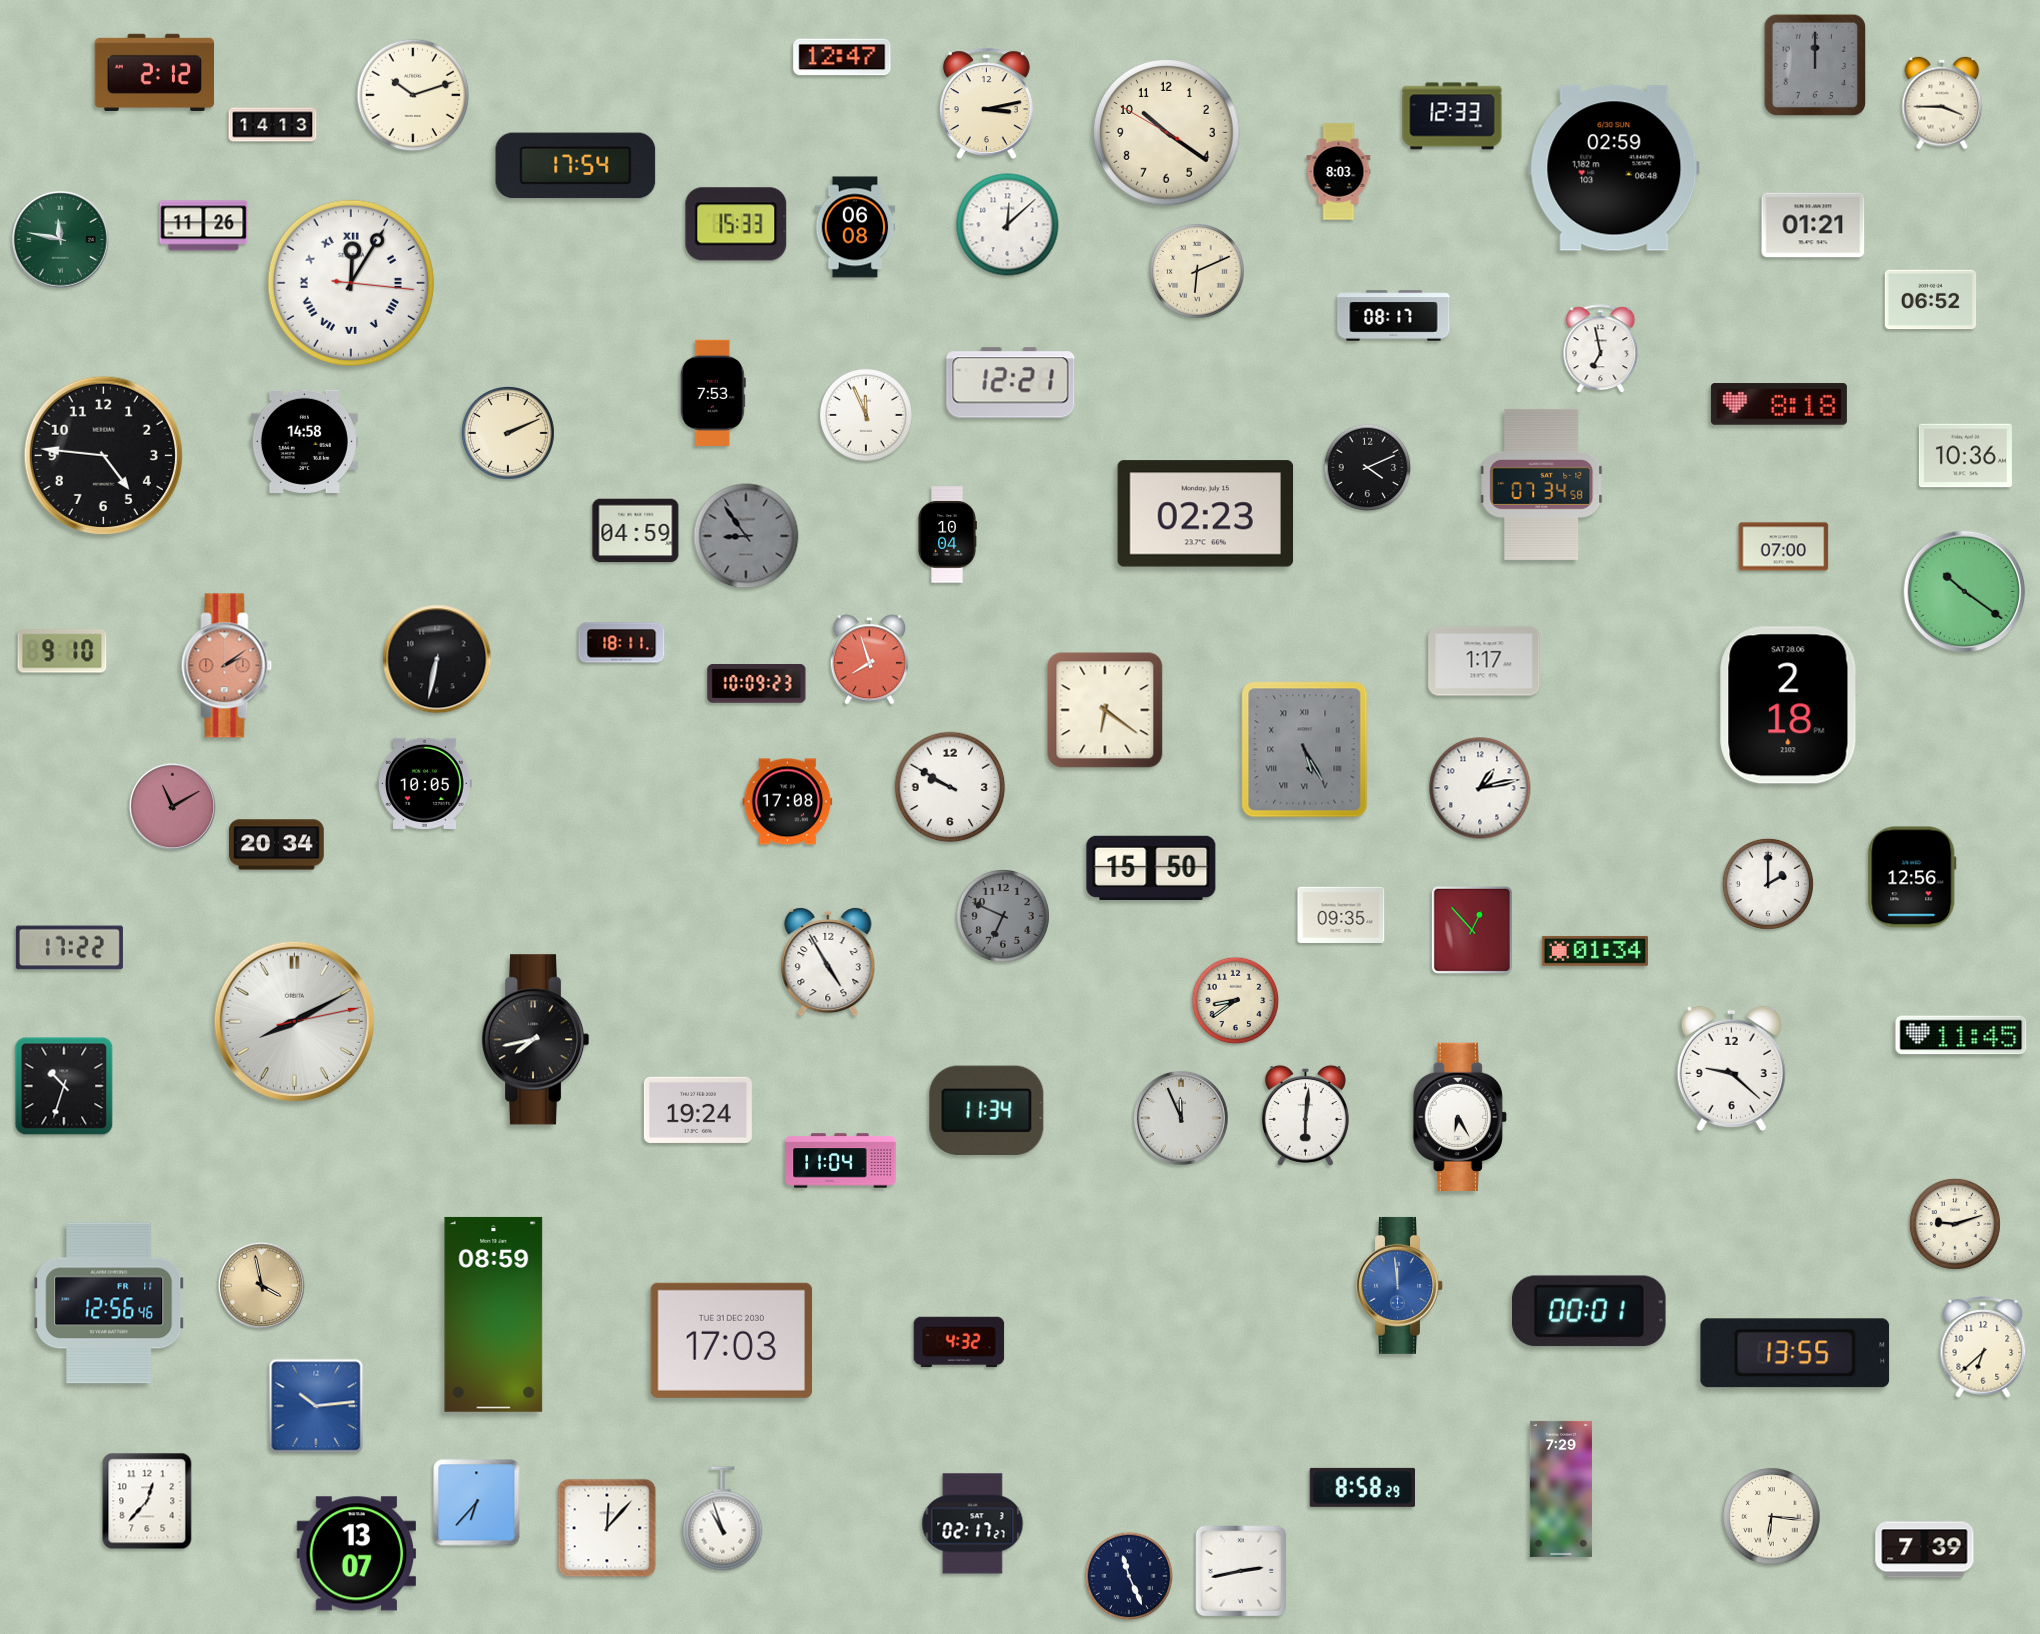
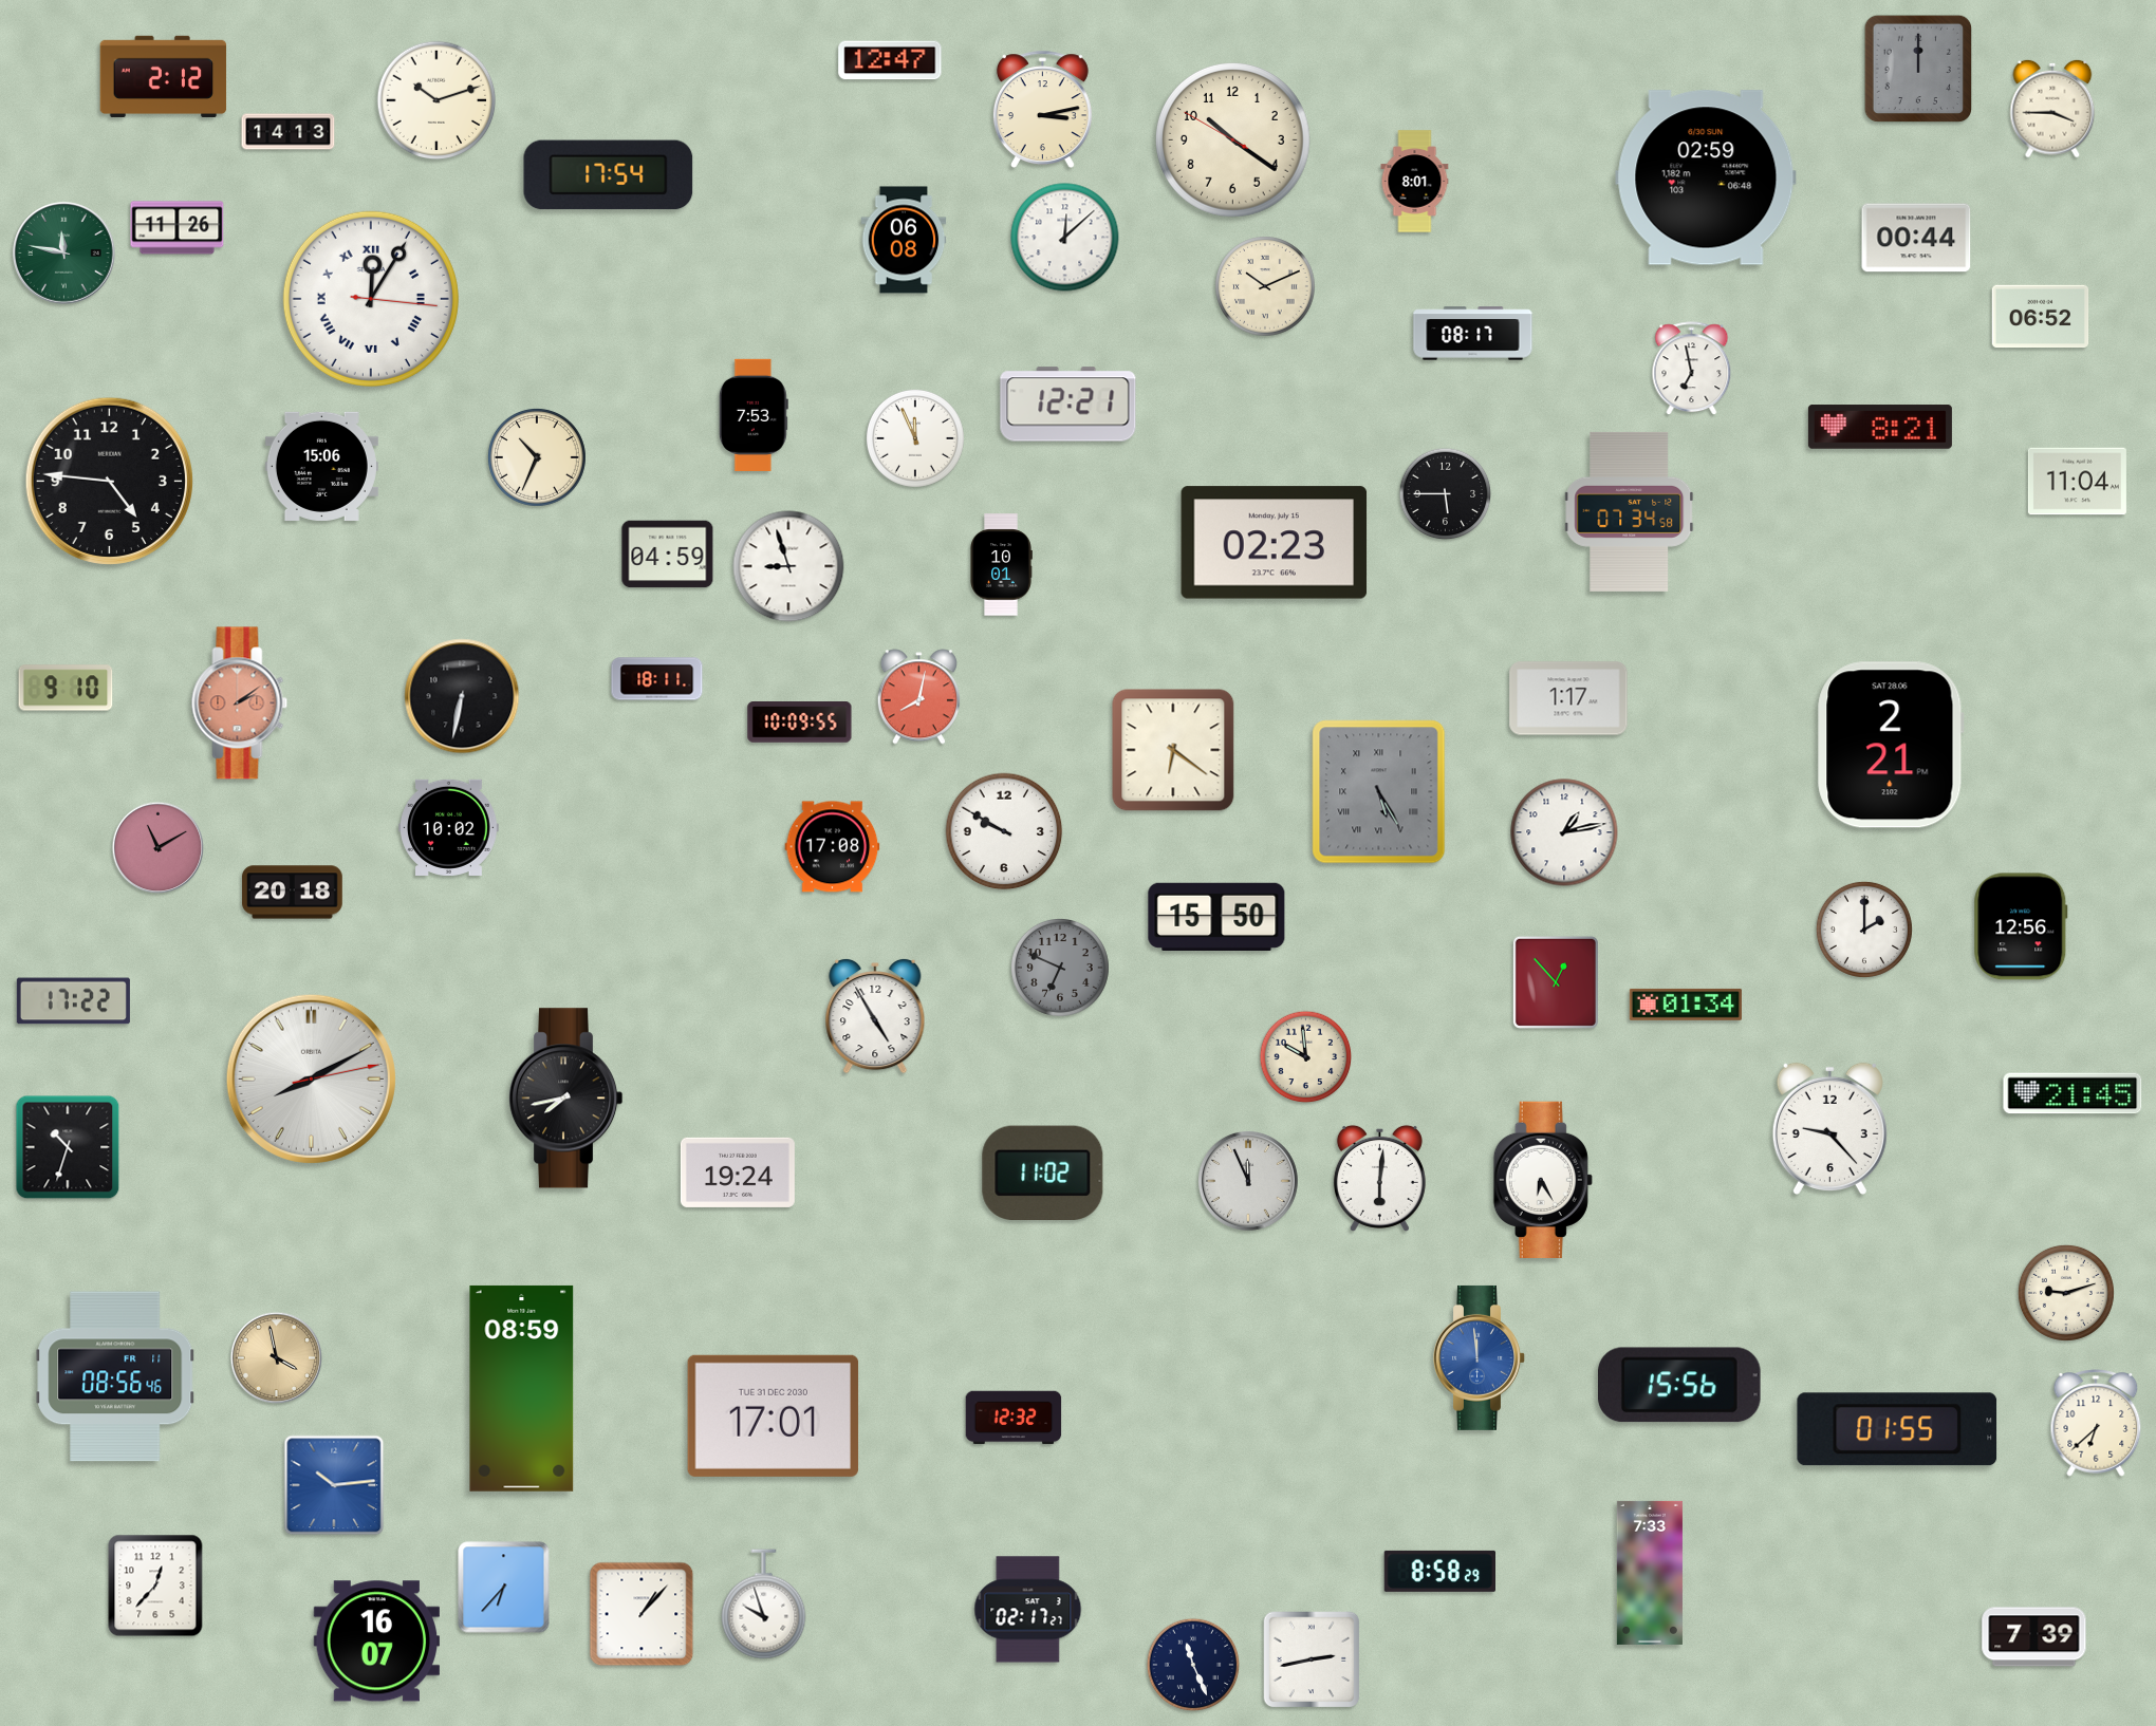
clock at (1452, 116): 12:33 -> none
clock at (1339, 172): 8:03 -> 8:01
clock at (736, 224): 15:33 -> none
clock at (1813, 225): 01:21 -> 00:44
clock at (204, 226) position: (204, 226) -> (178, 228)
clock at (1197, 271): 6:11 -> 10:11
clock at (1779, 404): 8:18 -> 8:21
clock at (508, 433): 2:11 -> 10:34
clock at (304, 441): 14:58 -> 15:06
clock at (1965, 456): 10:36 -> 11:04
clock at (1368, 468): 4:11 -> 5:45
clock at (636, 531) position: (636, 531) -> (668, 555)
clock at (947, 535): 10:04 -> 10:01
clock at (746, 536): 8:54 -> 8:57
clock at (746, 536) dial: grey -> white
clock at (1784, 547): 07:00 -> none
clock at (1965, 592): 10:21 -> none
clock at (869, 660): 7:57 -> 8:02
clock at (757, 684): 10:09:23 -> 10:09:55
clock at (1789, 705): 2:18 -> 2:21
clock at (1105, 710) position: (1105, 710) -> (1173, 750)
clock at (425, 783): 10:05 -> 10:02
clock at (173, 807) position: (173, 807) -> (159, 848)
clock at (277, 845): 20:34 -> 20:18
clock at (1768, 884) position: (1768, 884) -> (1864, 930)
clock at (1341, 914): 09:35 -> none
clock at (1236, 1001): 8:39 -> 9:59
clock at (1961, 1035): 11:45 -> 21:45
clock at (1731, 1068): 9:22 -> 9:23
clock at (987, 1111): 11:34 -> 11:02
clock at (841, 1161): 11:04 -> none
clock at (109, 1303): 12:56 -> 08:56
clock at (1590, 1311): 00:01 -> 15:56
clock at (732, 1340): 17:03 -> 17:01
clock at (959, 1342): 4:32 -> 12:32
clock at (1795, 1353): 13:55 -> 01:55
clock at (1561, 1489): 7:29 -> 7:33
clock at (1772, 1517): 6:16 -> none
clock at (723, 1519): 10:57 -> 9:57
clock at (607, 1528): 12:07 -> 1:07
clock at (356, 1554): 13:07 -> 16:07
